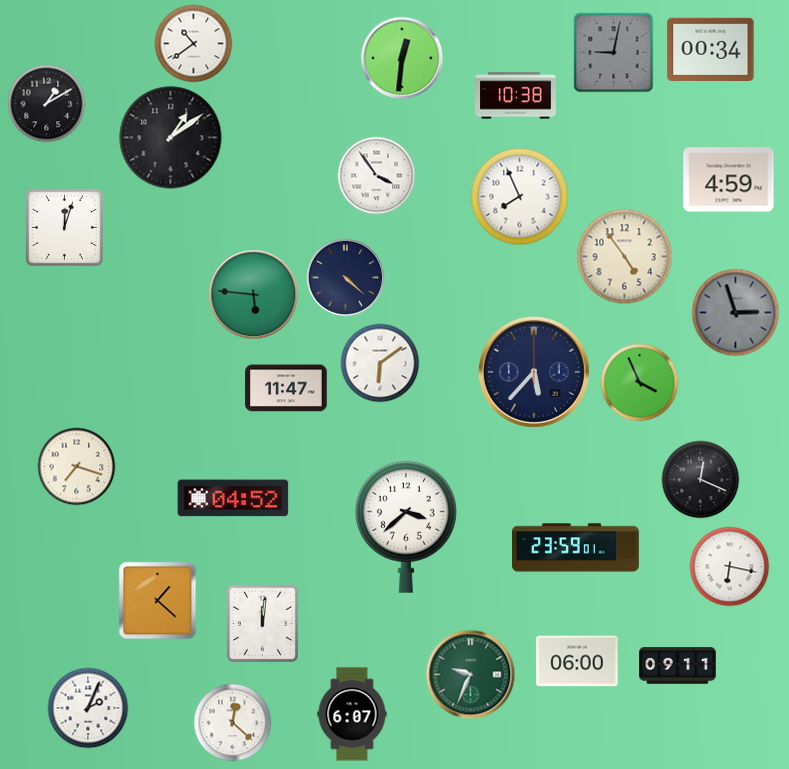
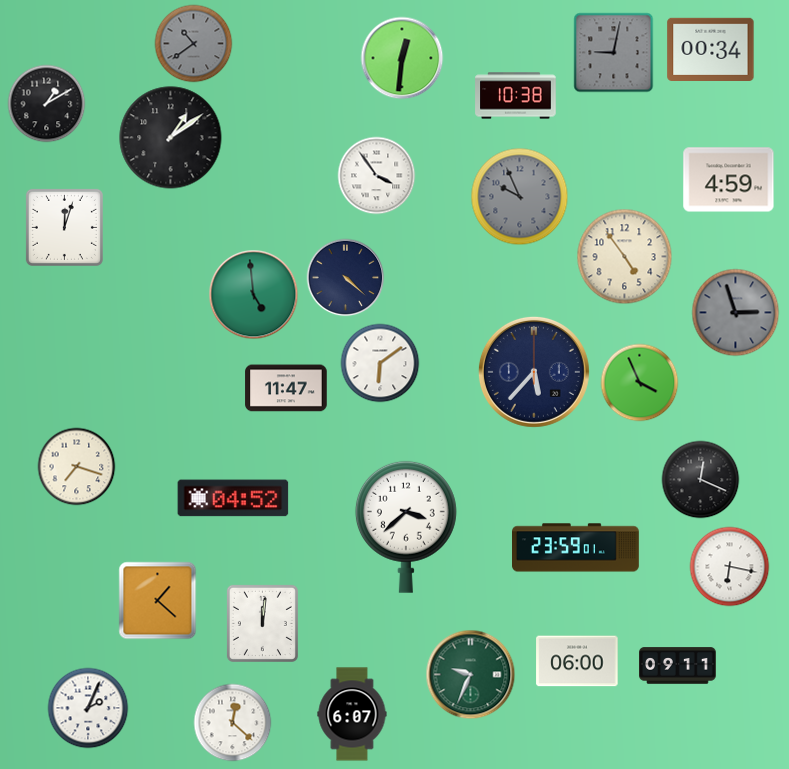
clock at (193, 43) dial: white -> grey
clock at (519, 196): 7:56 -> 9:56
clock at (519, 196) dial: white -> grey
clock at (253, 294): 5:46 -> 4:59
